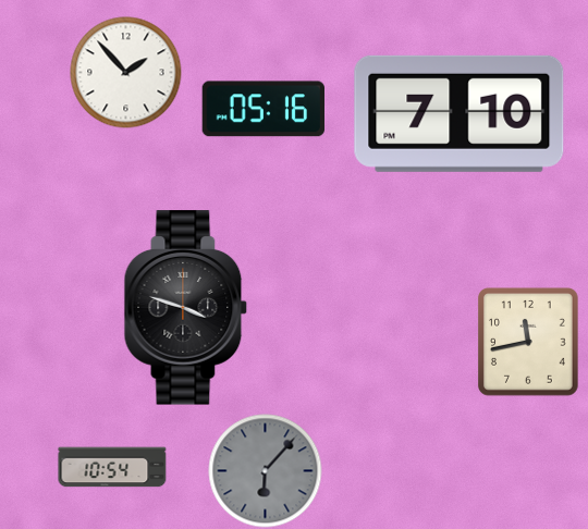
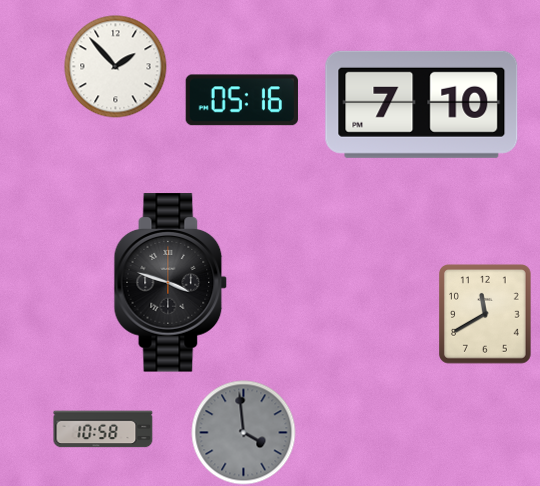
clock at (529, 342): 11:43 -> 11:40
clock at (112, 467): 10:54 -> 10:58
clock at (266, 471): 6:07 -> 3:59
